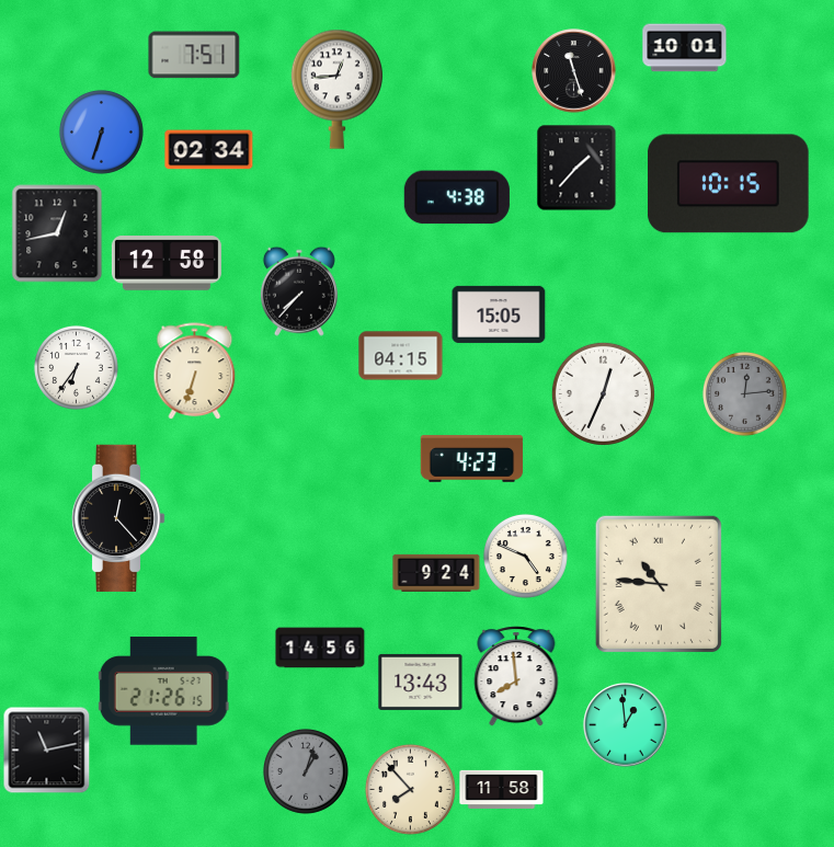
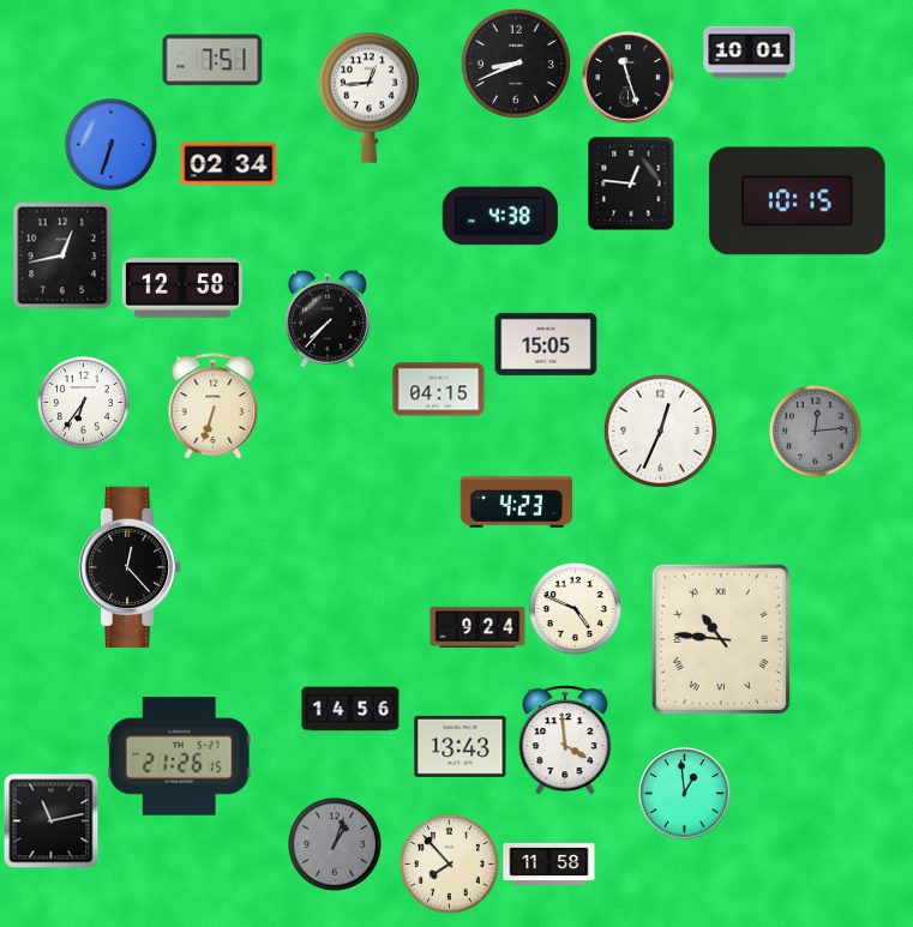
clock at (516, 64): none -> 8:41
clock at (576, 168): 1:37 -> 12:46
clock at (516, 676): 7:59 -> 3:59
